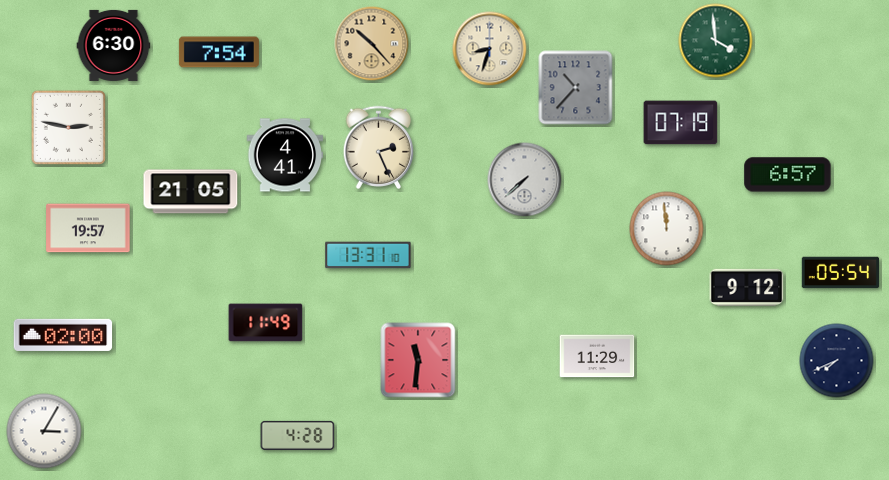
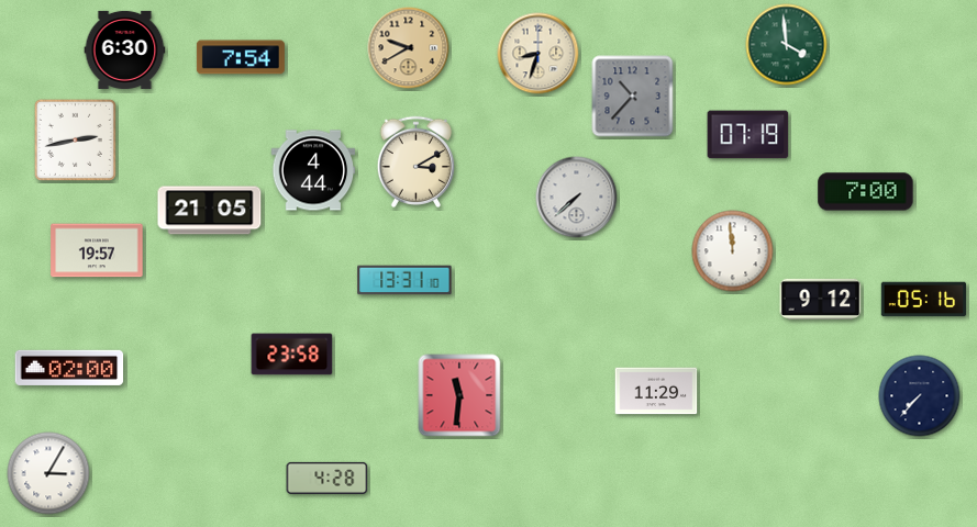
clock at (372, 44): 10:23 -> 9:40
clock at (68, 127): 2:47 -> 2:43
clock at (379, 147): 2:26 -> 3:10
clock at (285, 155): 4:41 -> 4:44
clock at (788, 175): 6:57 -> 7:00
clock at (841, 273): 05:54 -> 05:16
clock at (747, 287) position: (747, 287) -> (821, 299)
clock at (266, 323): 11:49 -> 23:58
clock at (837, 361): 7:41 -> 7:37
